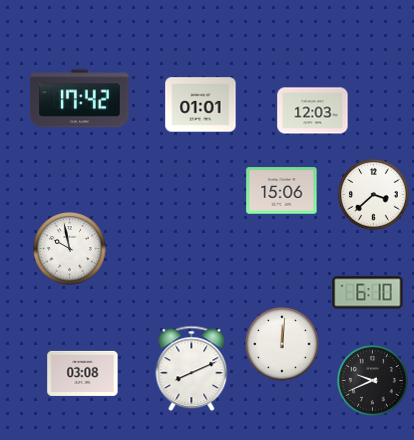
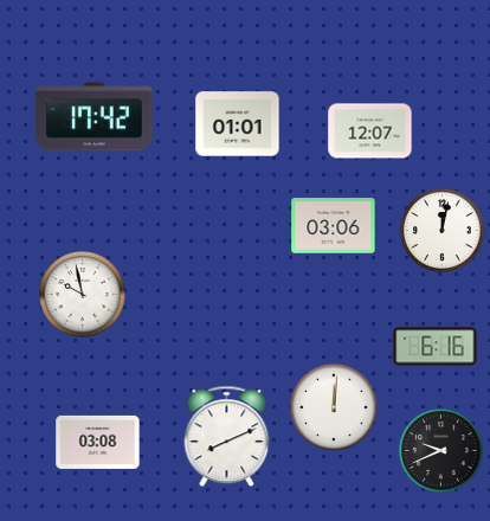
clock at (313, 111): 12:03 -> 12:07
clock at (282, 191): 15:06 -> 03:06
clock at (374, 195): 3:38 -> 12:02
clock at (368, 293): 6:10 -> 6:16
